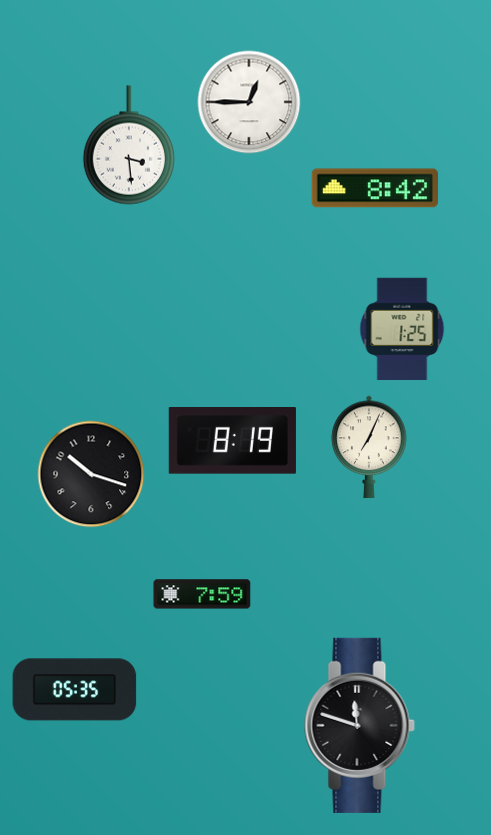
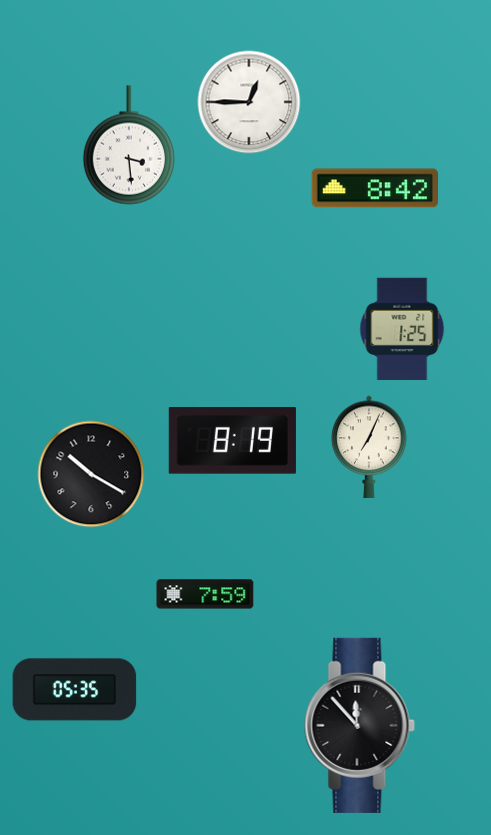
clock at (91, 474): 10:18 -> 10:20
clock at (202, 594) position: (202, 594) -> (205, 594)
clock at (359, 725): 11:48 -> 11:53
